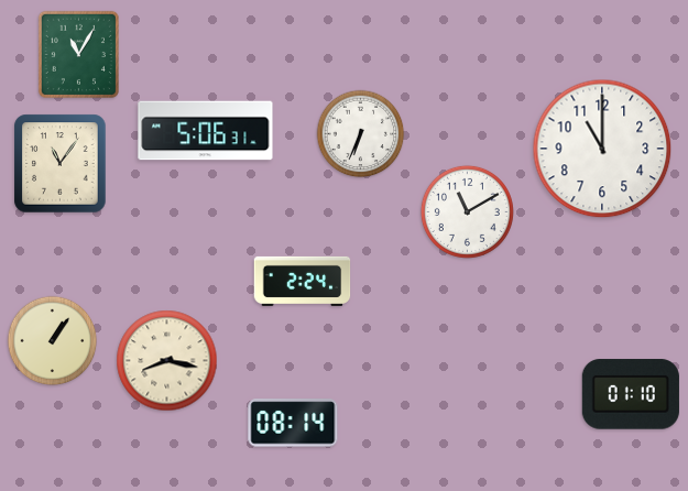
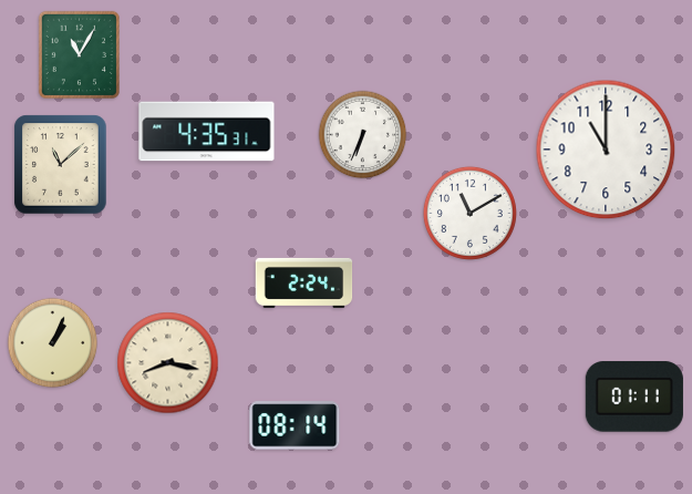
clock at (206, 131): 5:06 -> 4:35
clock at (61, 164): 11:06 -> 11:08
clock at (53, 341): 1:06 -> 1:04
clock at (631, 394): 01:10 -> 01:11
